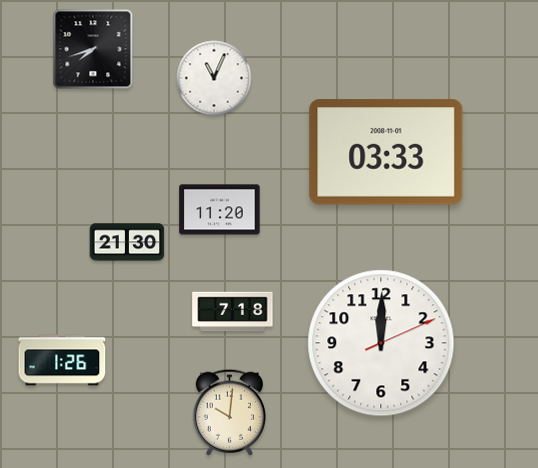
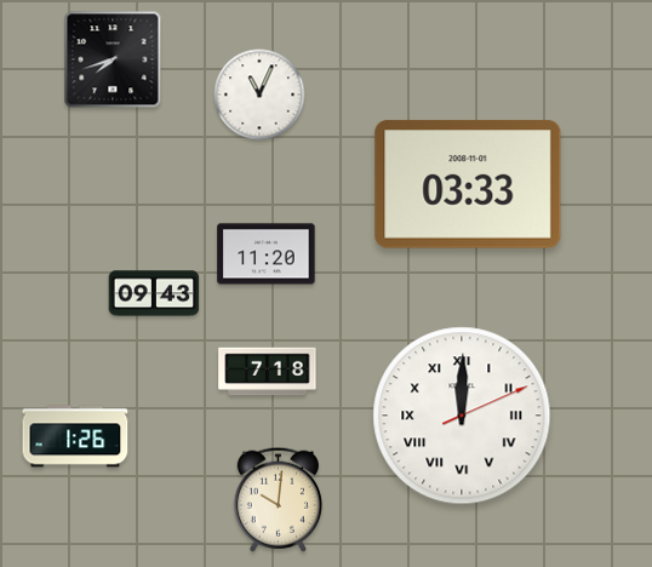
clock at (127, 242): 21:30 -> 09:43
clock at (233, 312) position: (233, 312) -> (268, 372)
clock at (381, 343) numerals: Arabic -> Roman
